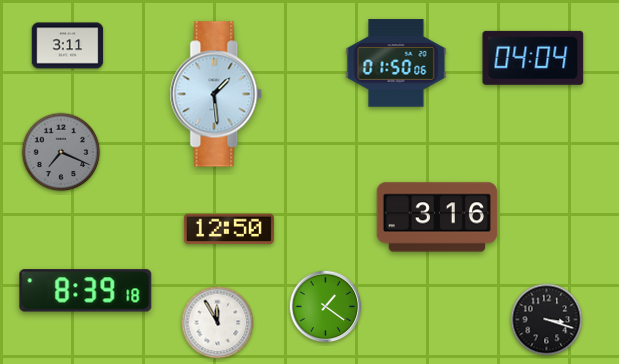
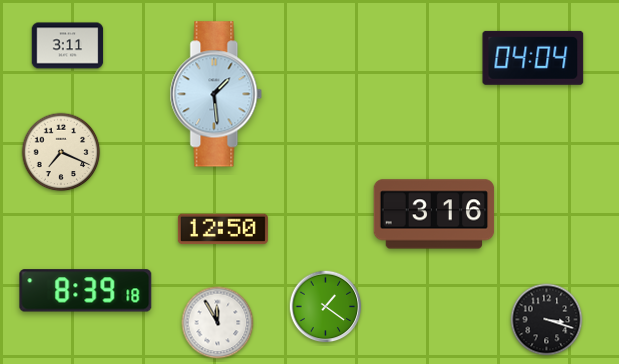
clock at (396, 63): 01:50 -> none
clock at (61, 152) dial: grey -> cream
clock at (437, 217) position: (437, 217) -> (434, 214)
clock at (229, 229) position: (229, 229) -> (223, 229)
